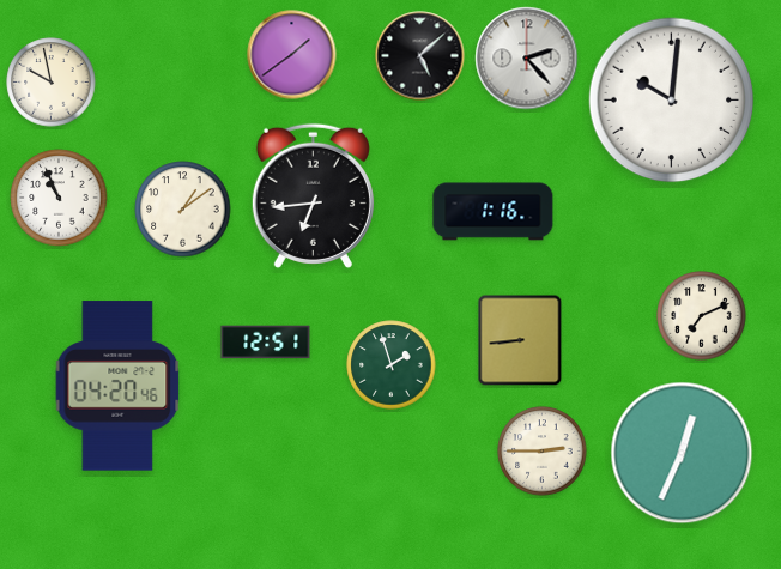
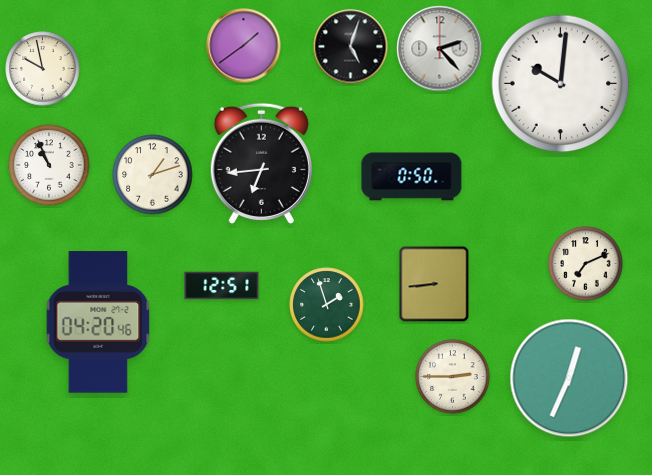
clock at (420, 56): 5:08 -> 5:03
clock at (183, 210): 1:09 -> 1:12
clock at (494, 212): 1:16 -> 0:50
